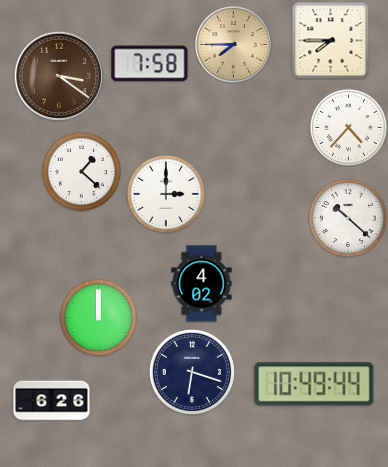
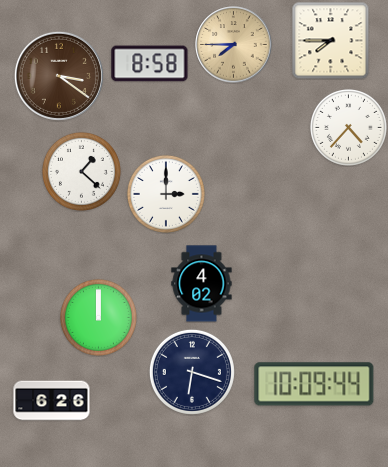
clock at (150, 64): 7:58 -> 8:58
clock at (348, 218): 10:22 -> none
clock at (314, 384): 10:49 -> 10:09
